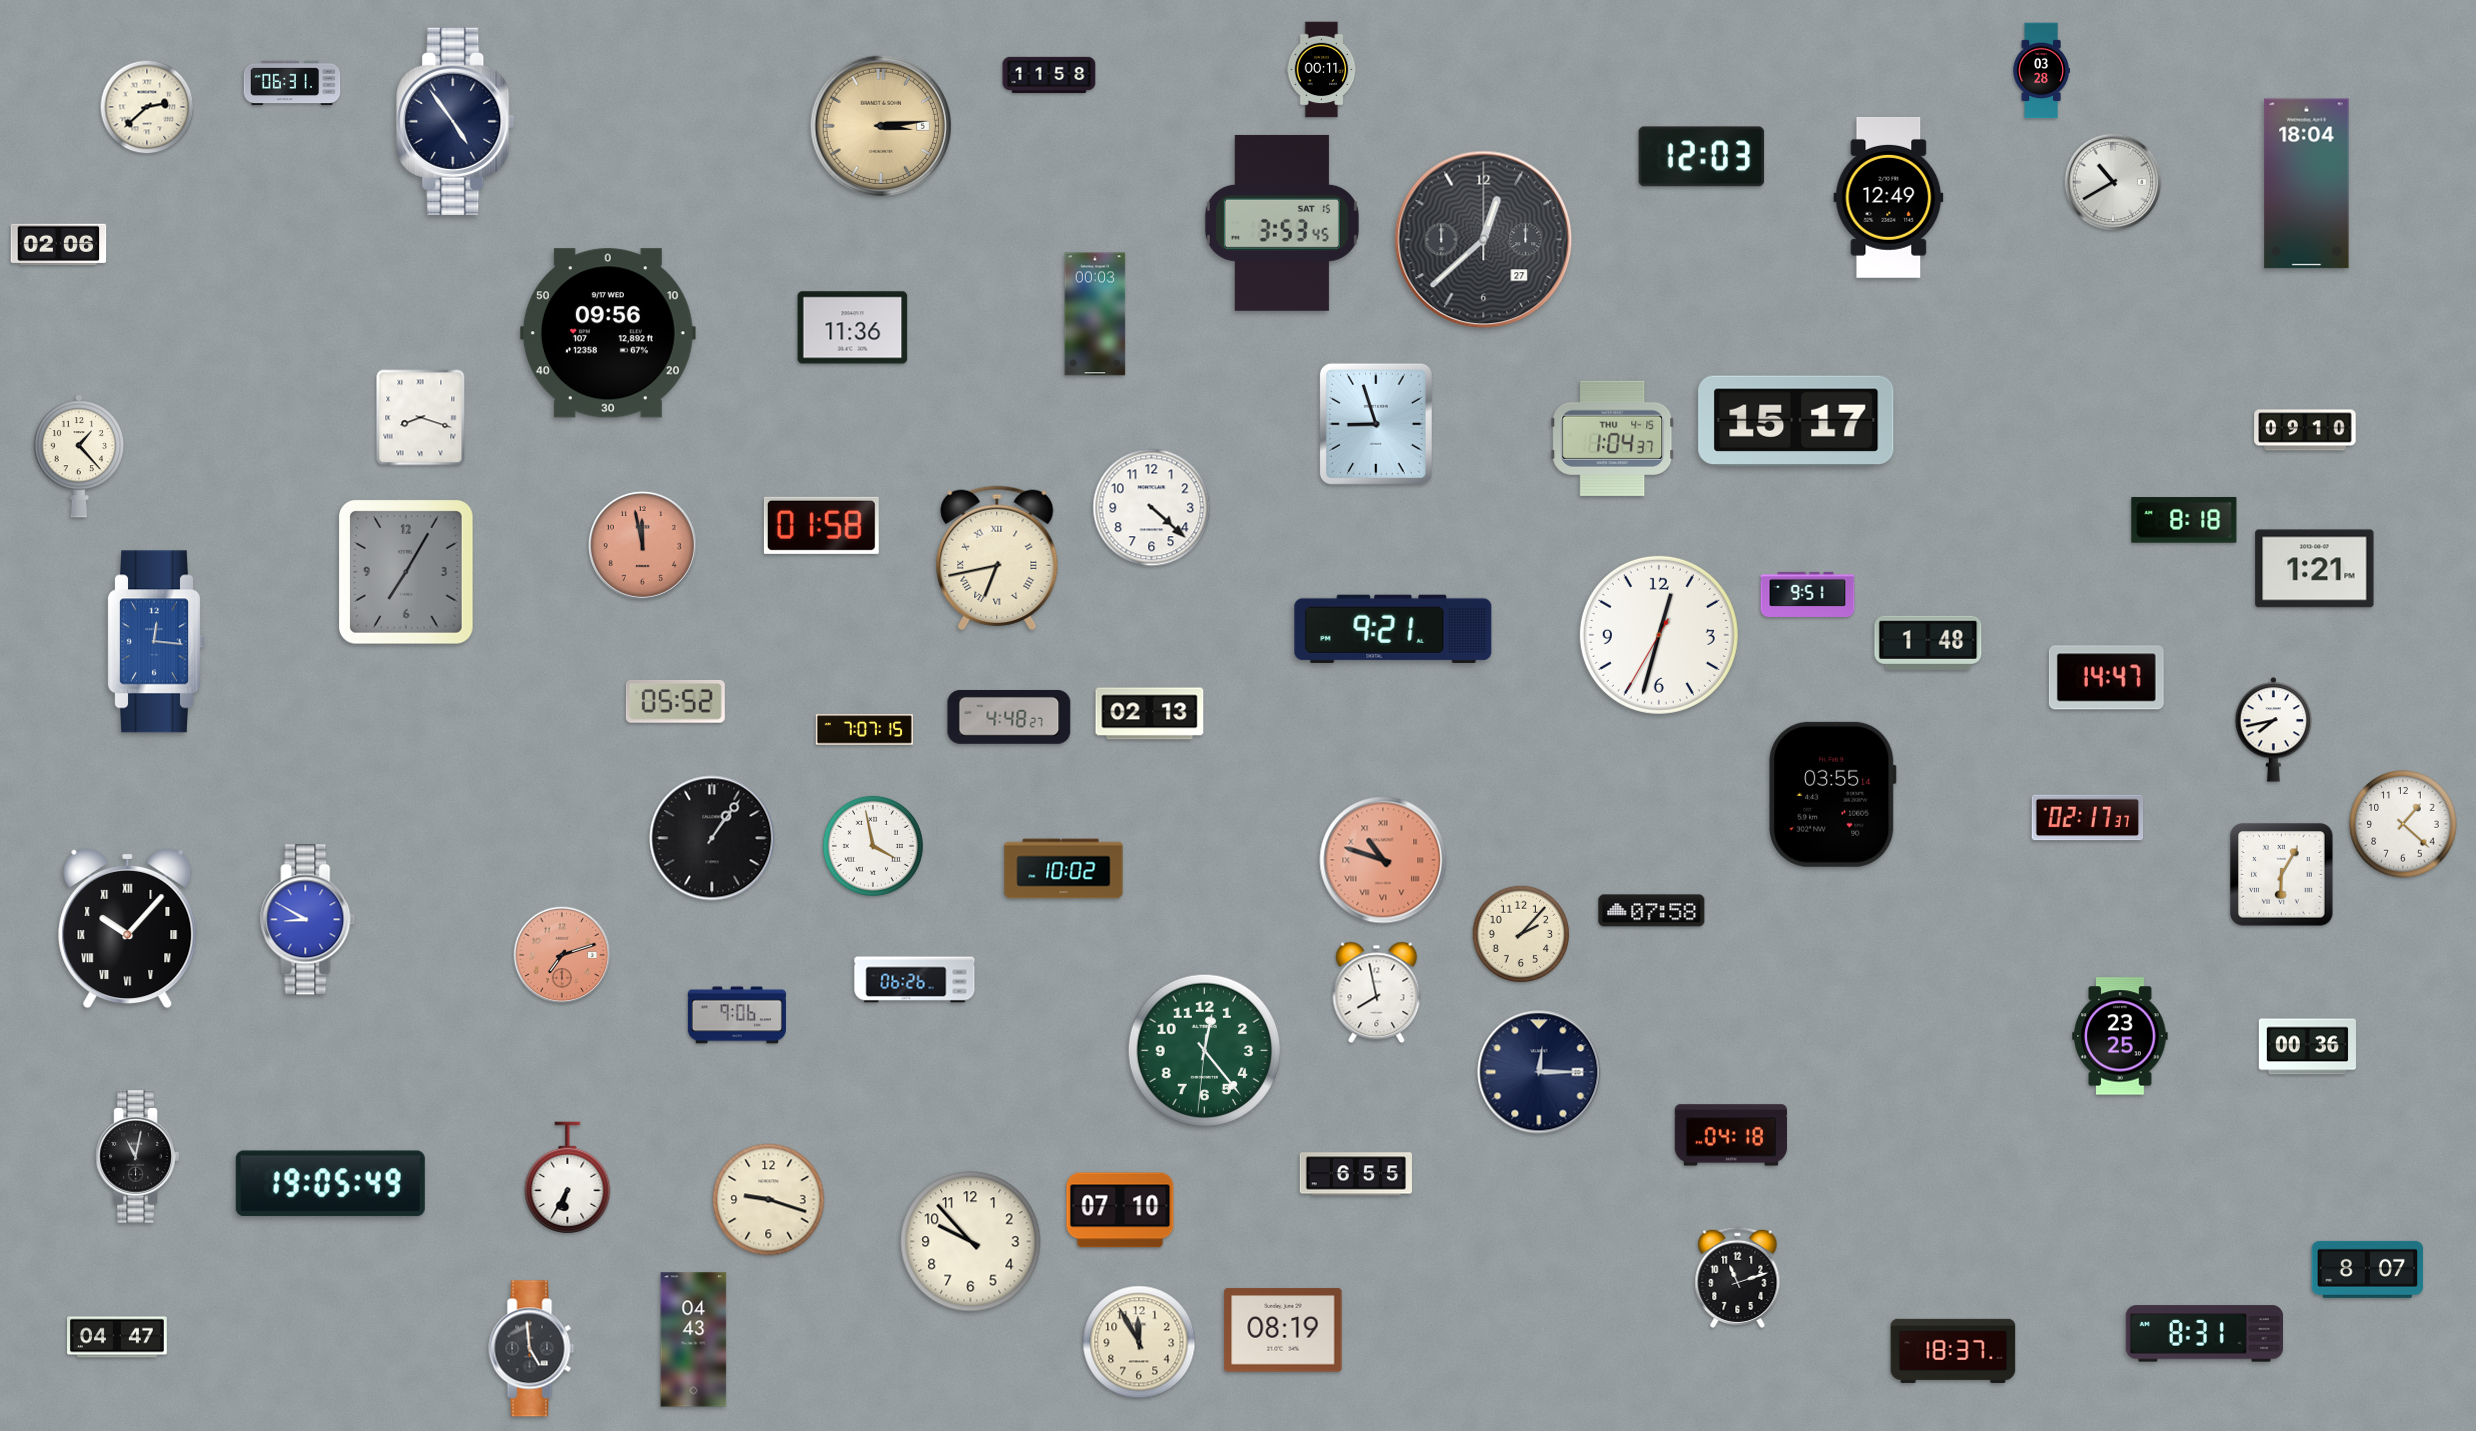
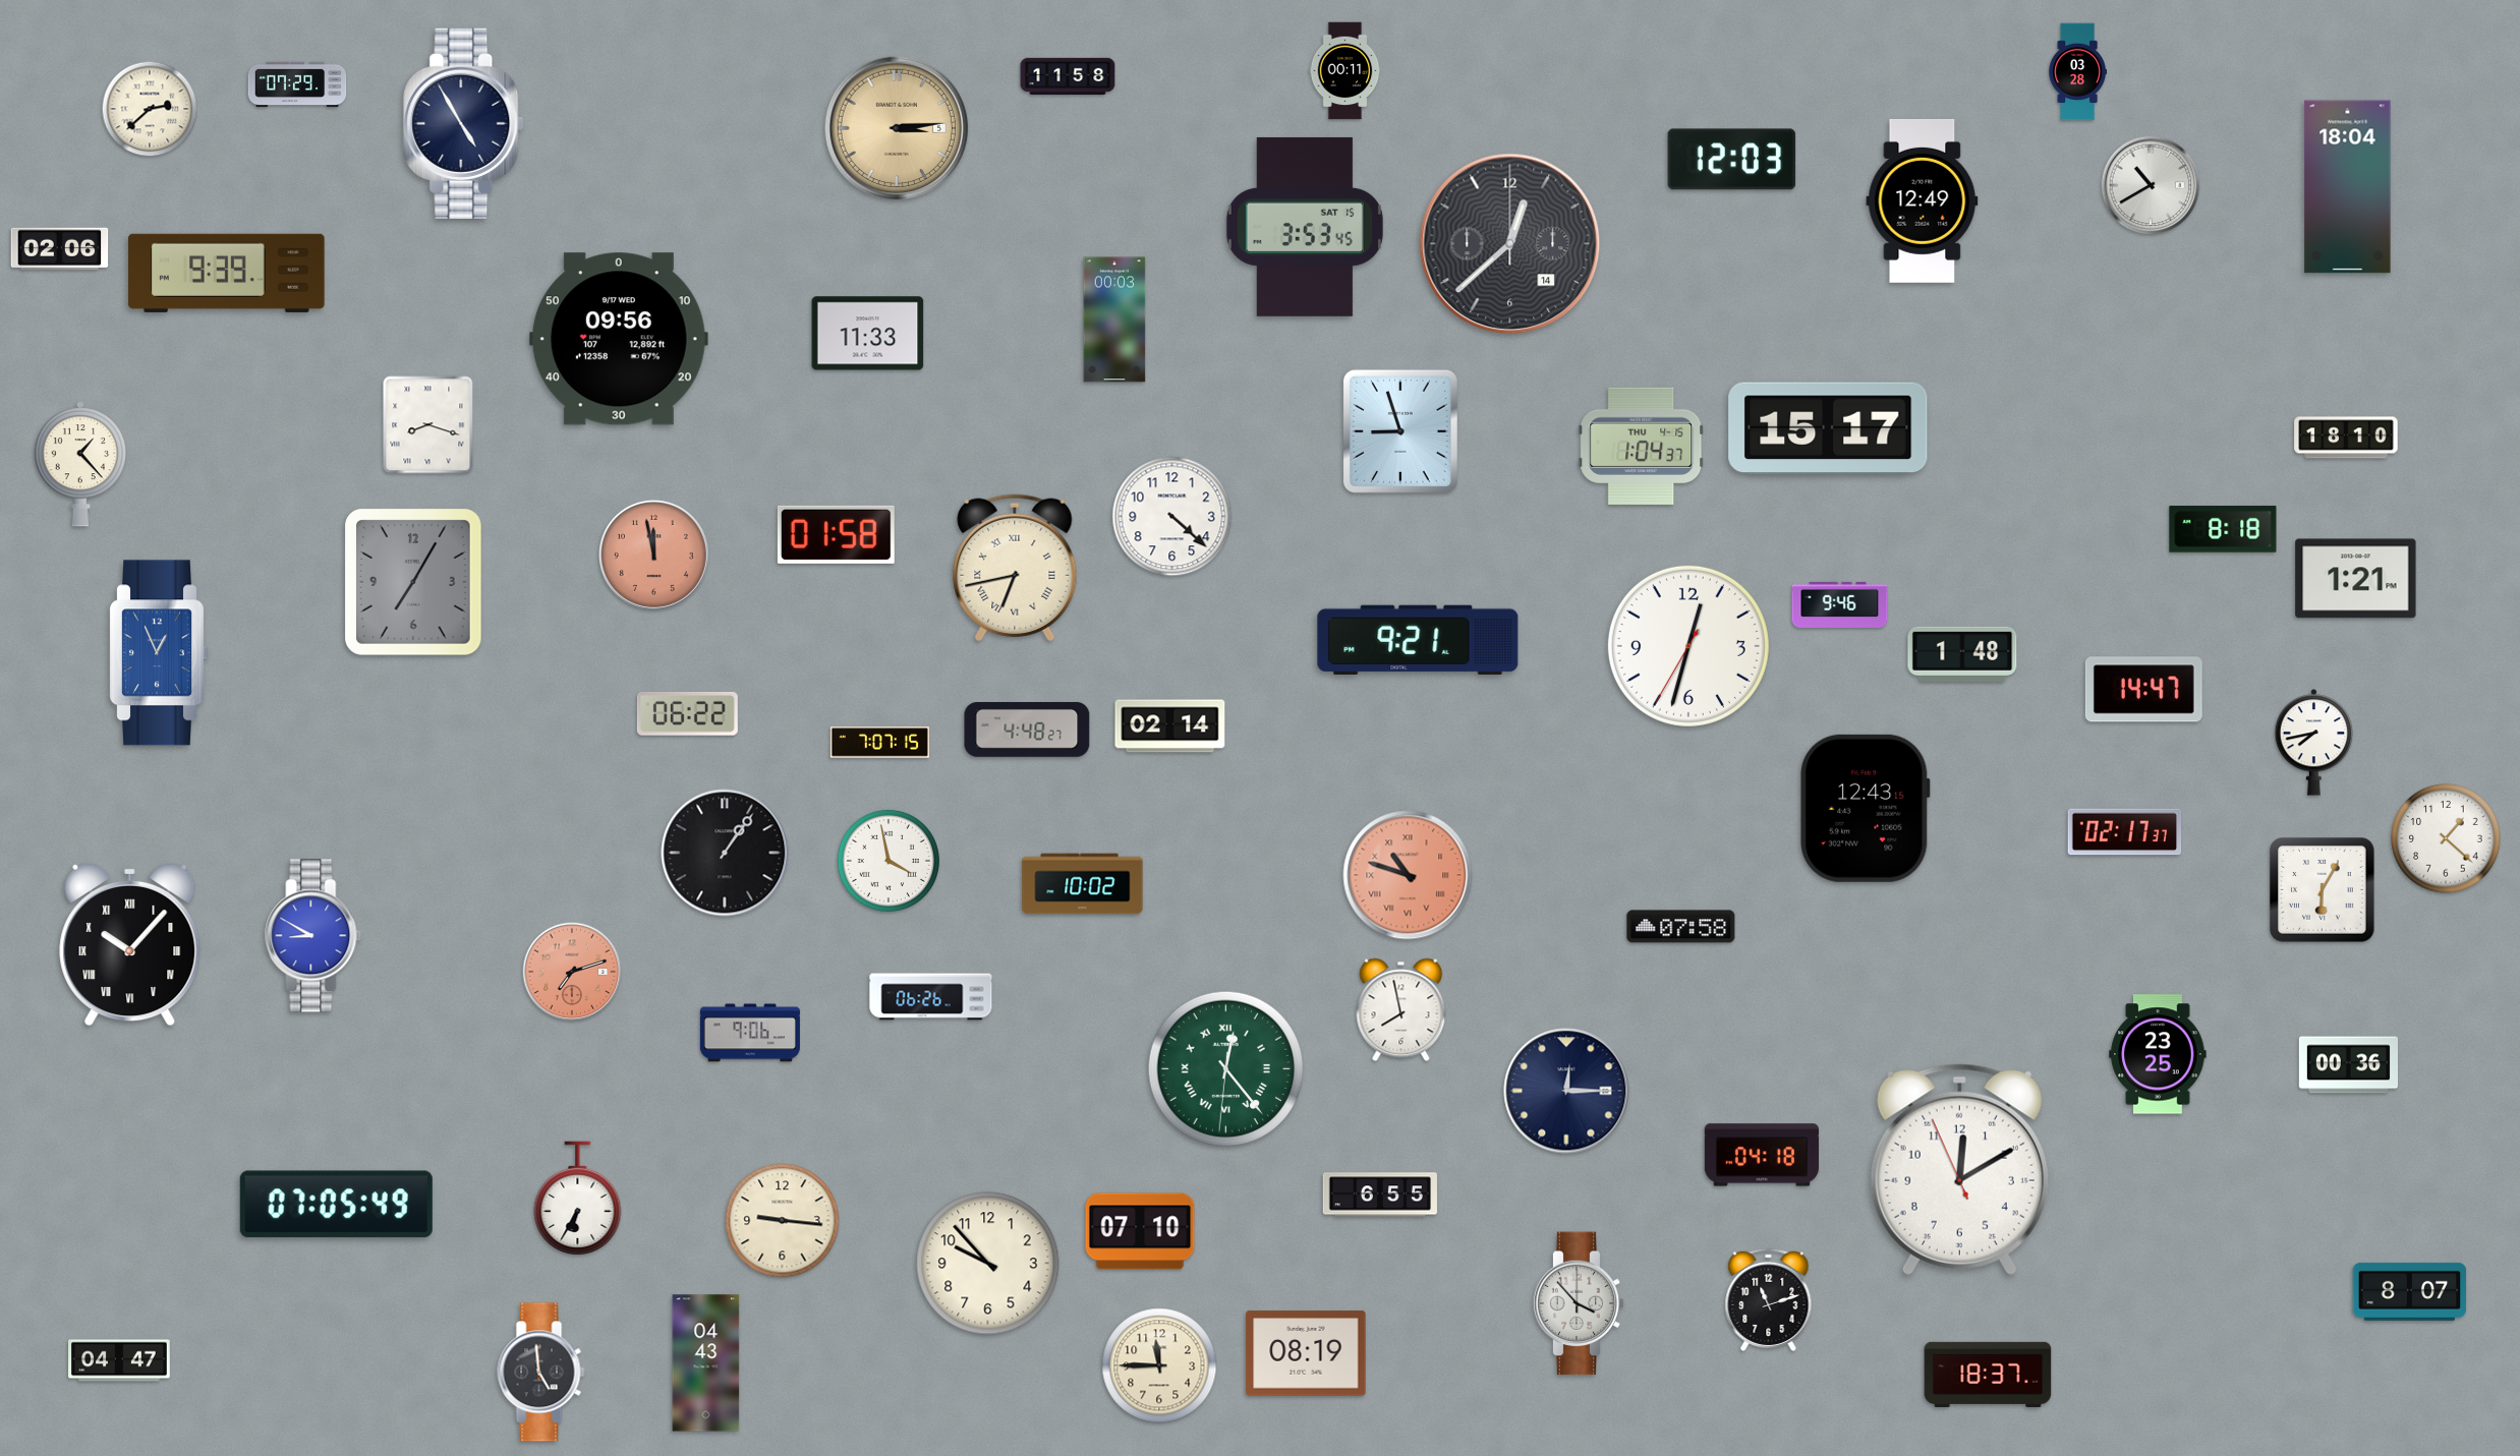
clock at (292, 83): 06:31 -> 07:29
clock at (456, 121): 4:54 -> 4:55
clock at (1484, 240) date: 27 -> 14
clock at (227, 273): none -> 9:39
clock at (853, 328): 11:36 -> 11:33
clock at (2305, 430): 09:10 -> 18:10
clock at (1808, 594): 9:51 -> 9:46
clock at (156, 642): 12:16 -> 12:56
clock at (675, 701): 05:52 -> 06:22
clock at (1150, 714): 02:13 -> 02:14
clock at (1833, 794): 03:55 -> 12:43
clock at (1521, 934): 2:07 -> none
clock at (1205, 1051) numerals: Arabic -> Roman
clock at (1959, 1169): none -> 12:09
clock at (138, 1157): 11:02 -> none
clock at (330, 1184): 19:05 -> 07:05
clock at (769, 1200): 9:18 -> 9:16
clock at (1579, 1303): none -> 3:53
clock at (2204, 1334): 8:31 -> none
clock at (1139, 1342): 11:55 -> 11:45
